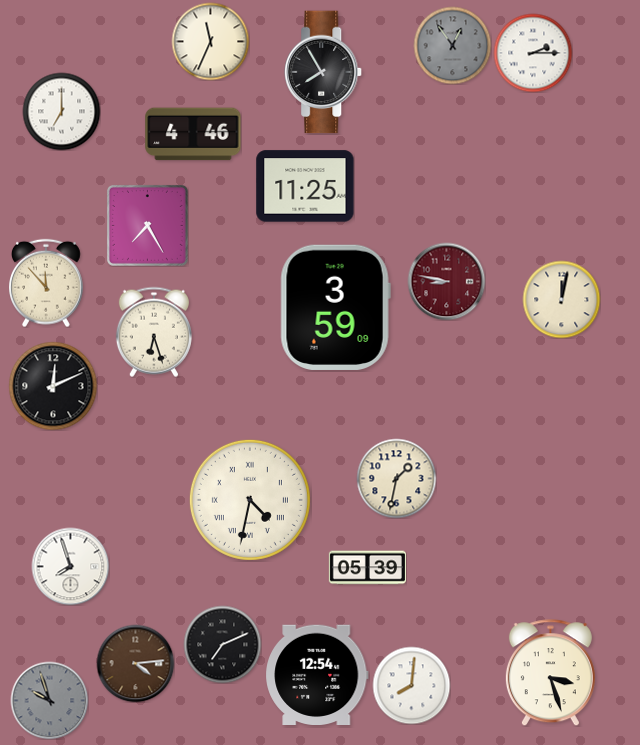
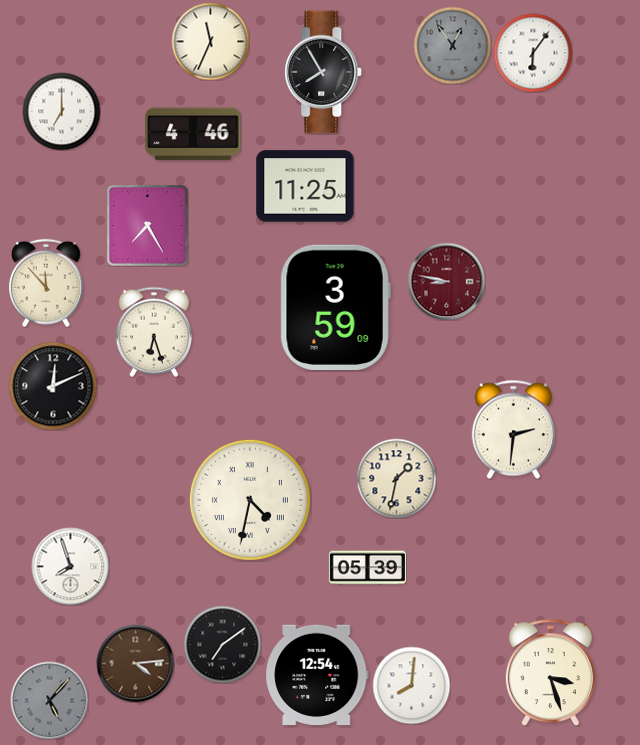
clock at (533, 53): 2:15 -> 6:06
clock at (561, 299): 12:02 -> none
clock at (513, 429): none -> 2:31
clock at (222, 644): 7:11 -> 7:09
clock at (49, 700): 9:57 -> 5:07
